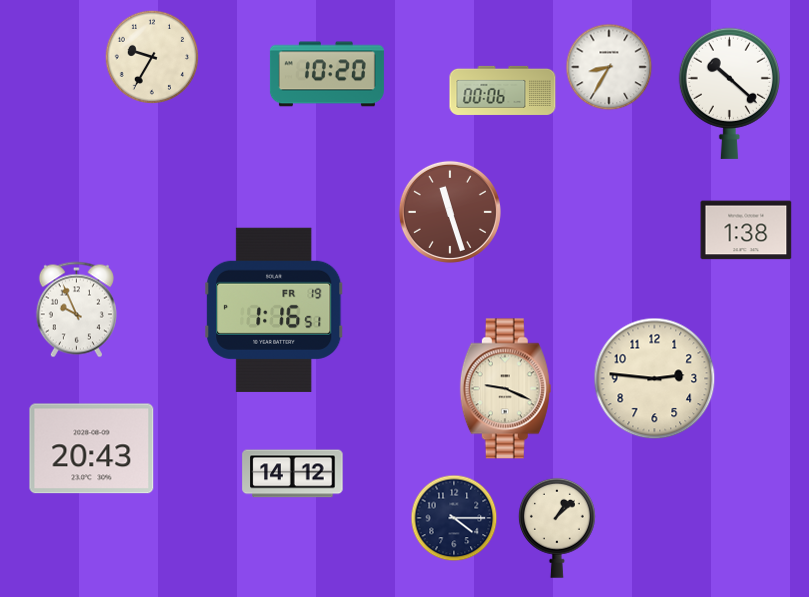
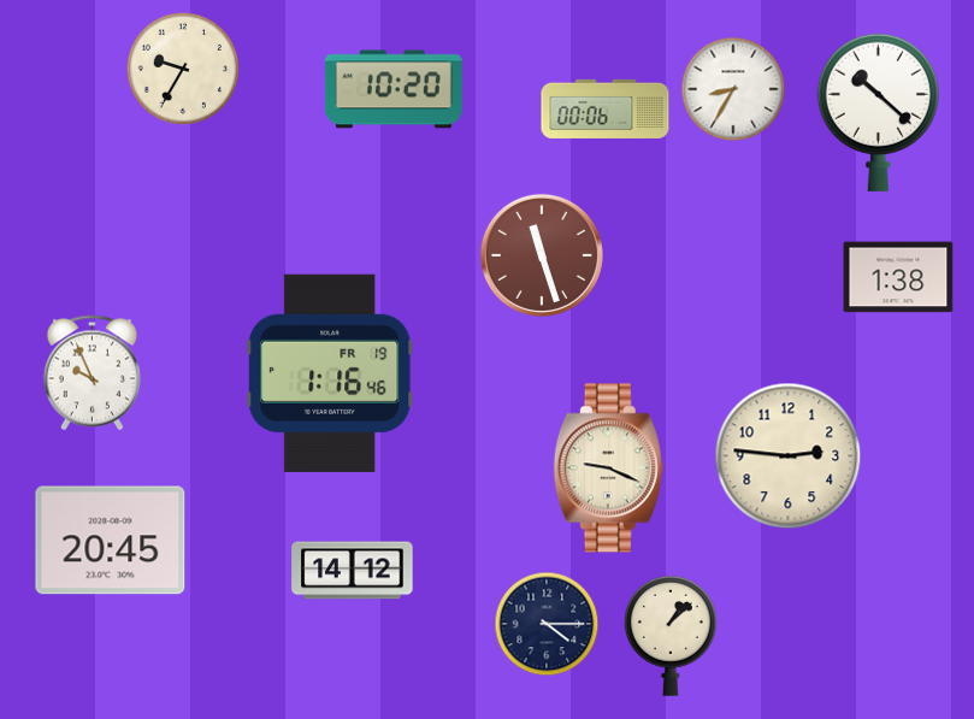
clock at (609, 67) position: (609, 67) -> (733, 89)
clock at (274, 310): 1:16:51 -> 1:16:46
clock at (92, 449): 20:43 -> 20:45
